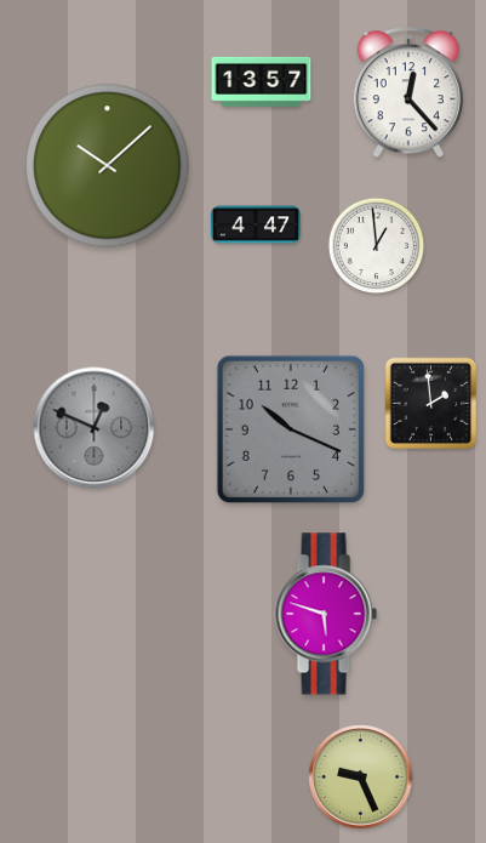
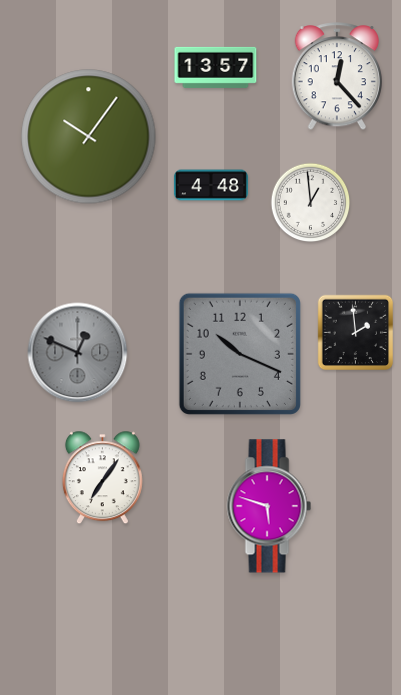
clock at (108, 166): 10:08 -> 10:06
clock at (256, 224): 4:47 -> 4:48
clock at (102, 478): none -> 7:06
clock at (361, 778): 9:26 -> none
